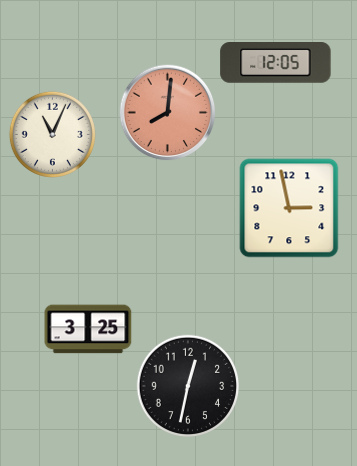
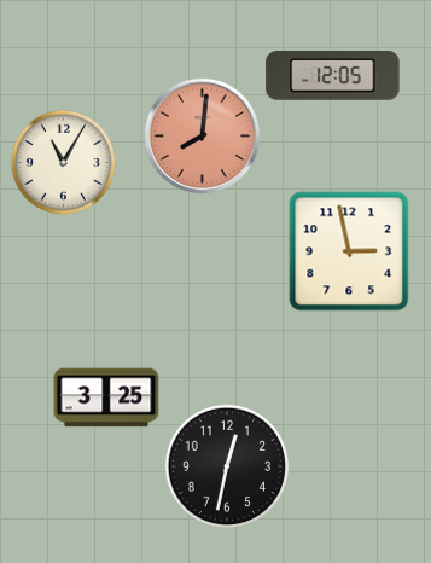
clock at (52, 134): 11:04 -> 11:05
